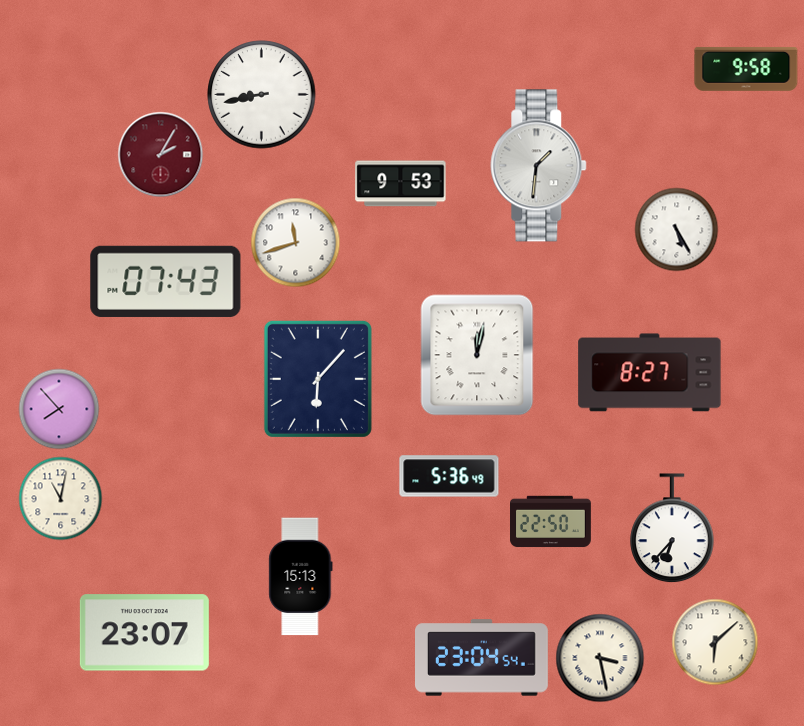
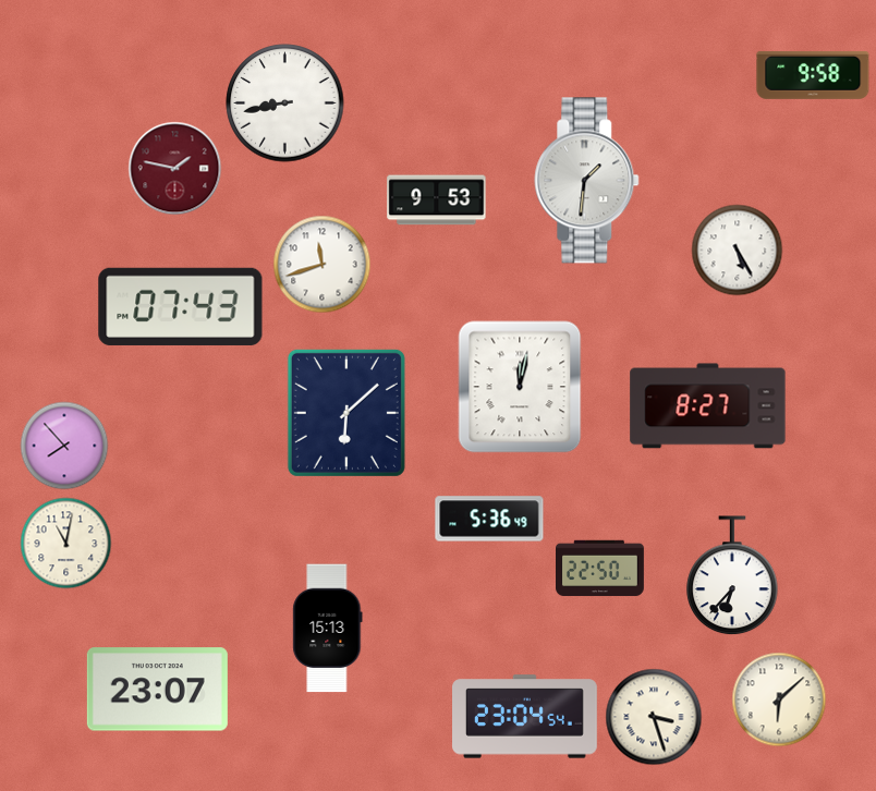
clock at (160, 154): 2:05 -> 1:47
clock at (318, 379): 6:07 -> 6:08
clock at (600, 658): 3:28 -> 3:27
